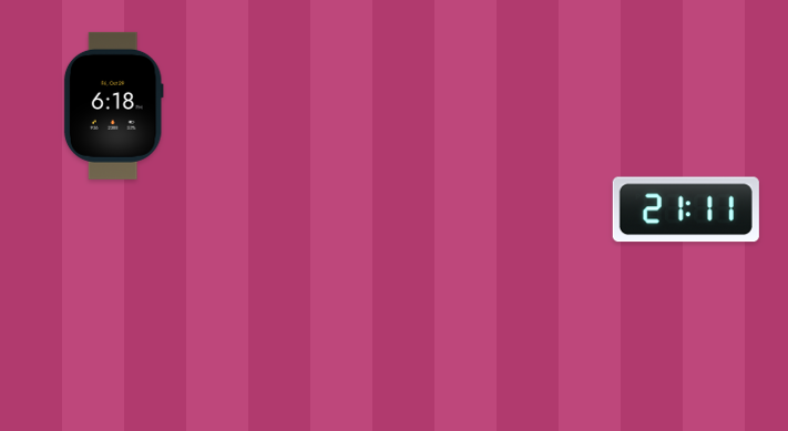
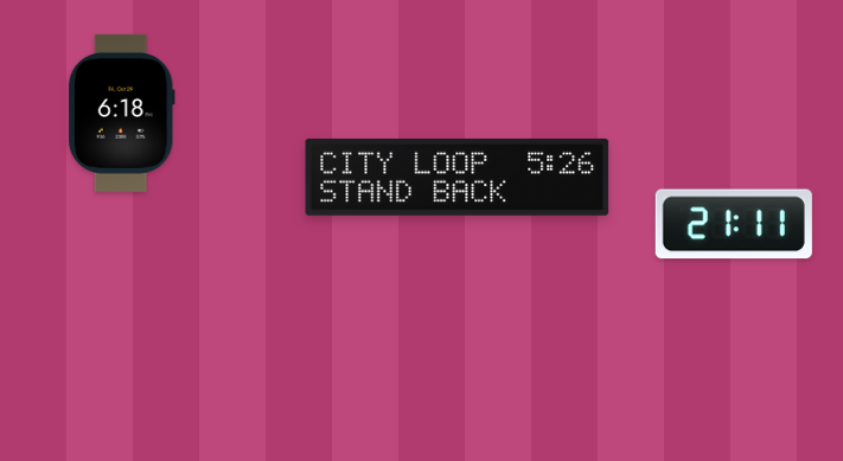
clock at (458, 177): none -> 5:26
